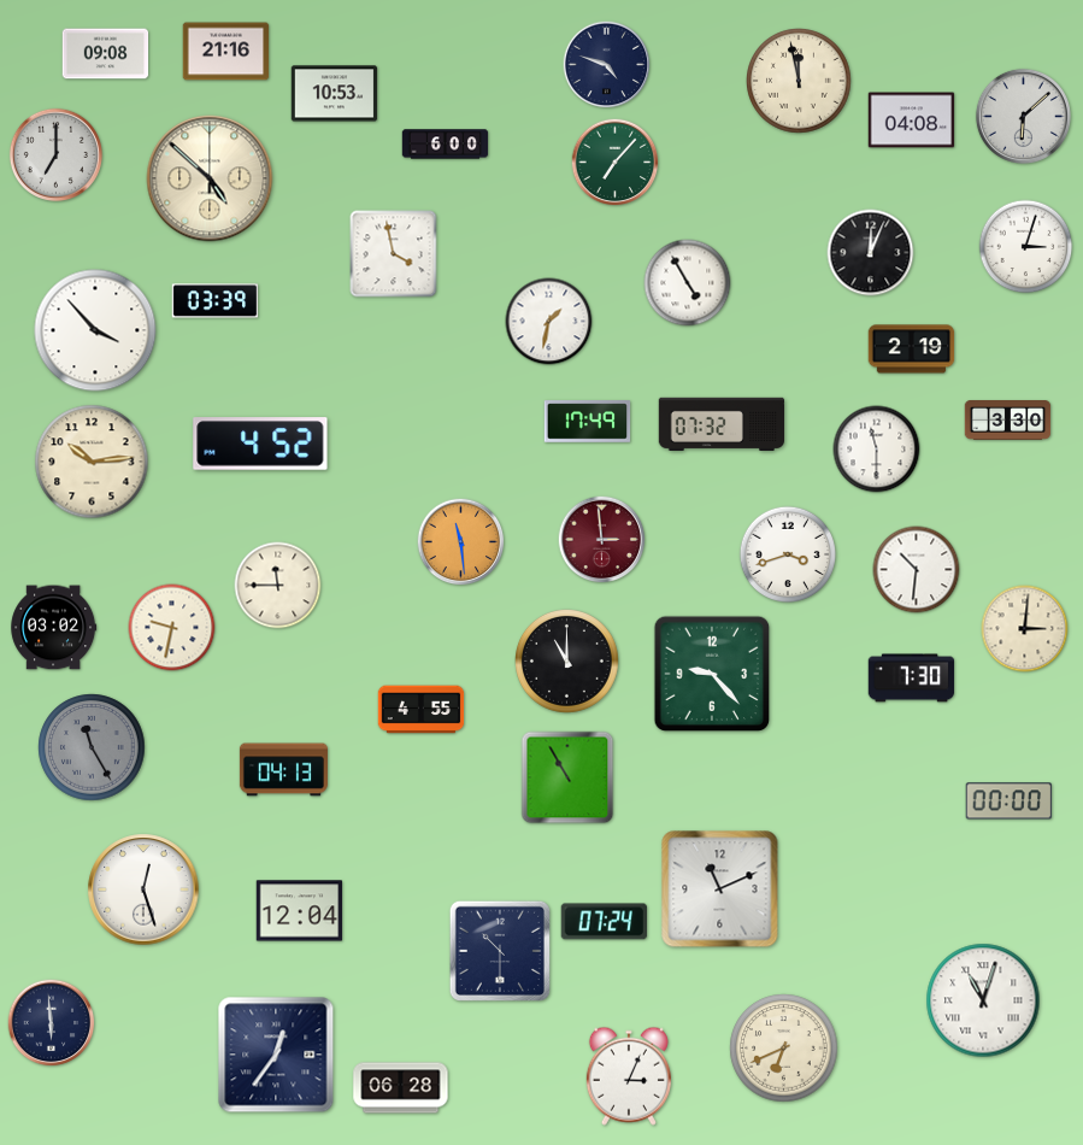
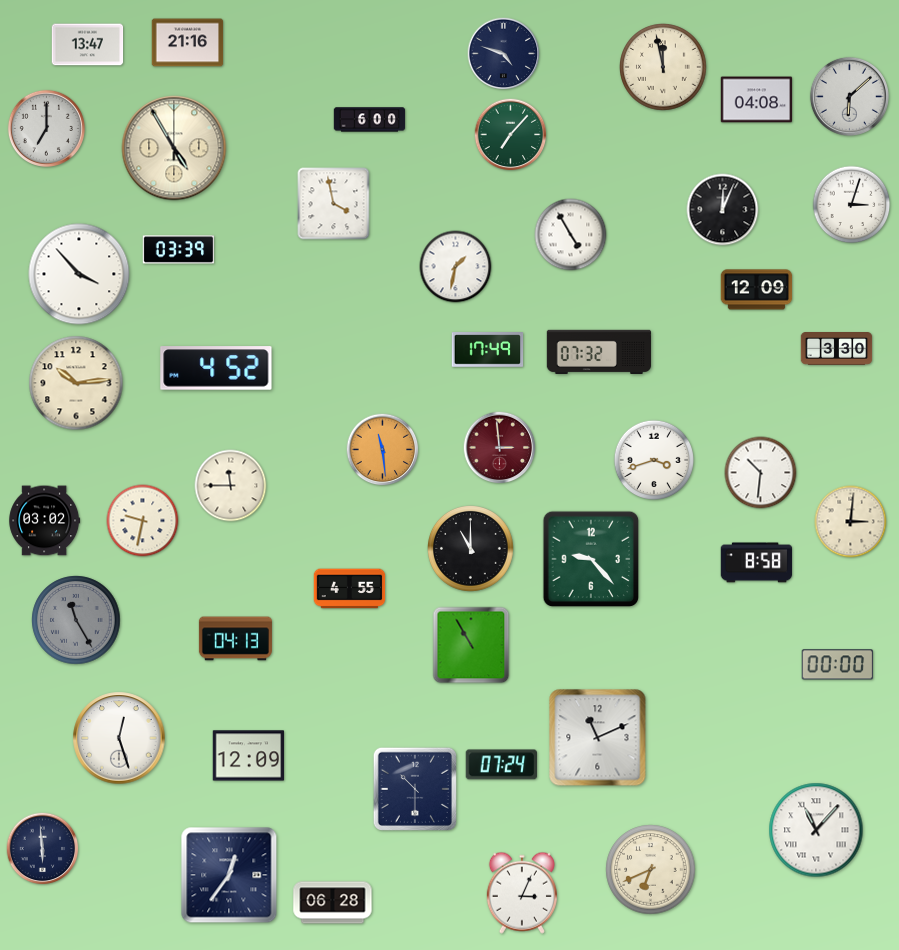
clock at (106, 54): 09:08 -> 13:47
clock at (335, 94): 10:53 -> none
clock at (210, 178): 4:52 -> 4:55
clock at (394, 254) position: (394, 254) -> (334, 204)
clock at (912, 350): 2:19 -> 12:09
clock at (877, 450): 11:30 -> none
clock at (912, 679): 7:30 -> 8:58
clock at (300, 911): 12:04 -> 12:09
clock at (983, 1000): 11:03 -> 11:07
